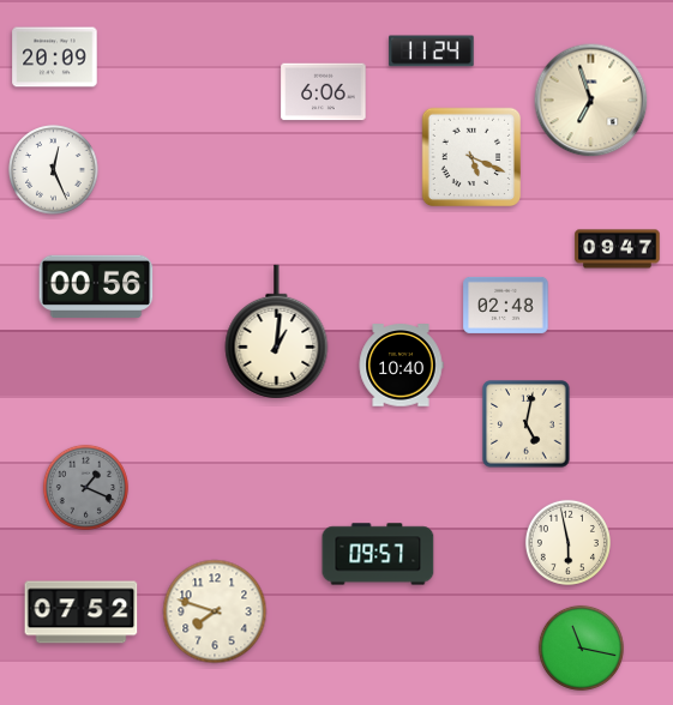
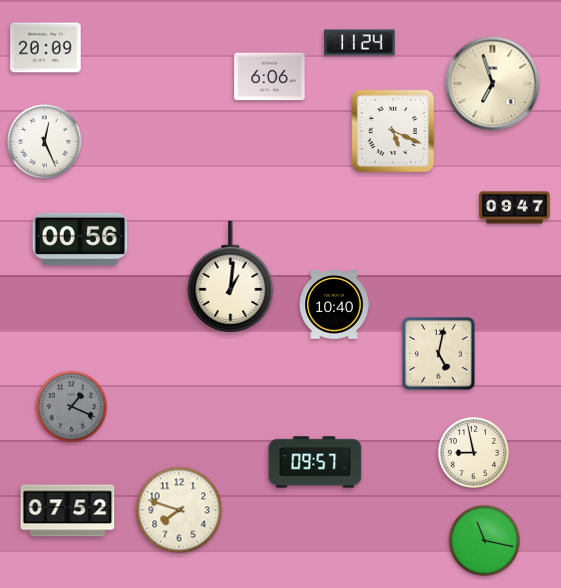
clock at (506, 305): 02:48 -> none
clock at (567, 542): 5:58 -> 8:58
